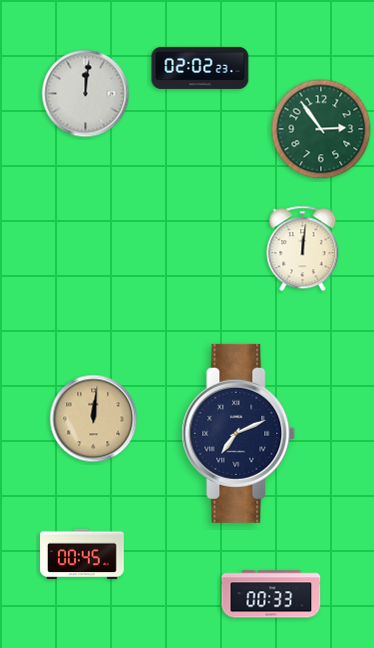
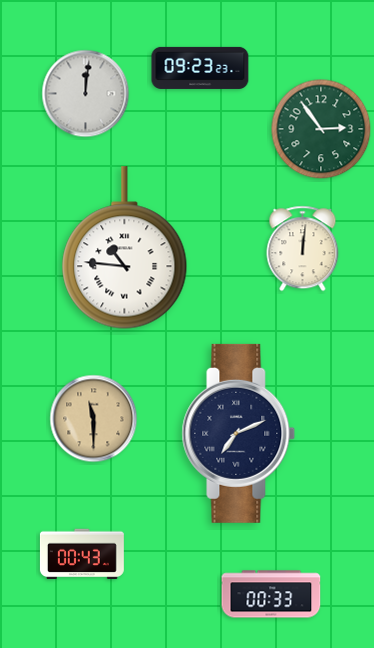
clock at (200, 68): 02:02 -> 09:23
clock at (125, 248): none -> 10:46
clock at (94, 419): 12:01 -> 11:30
clock at (82, 554): 00:45 -> 00:43
